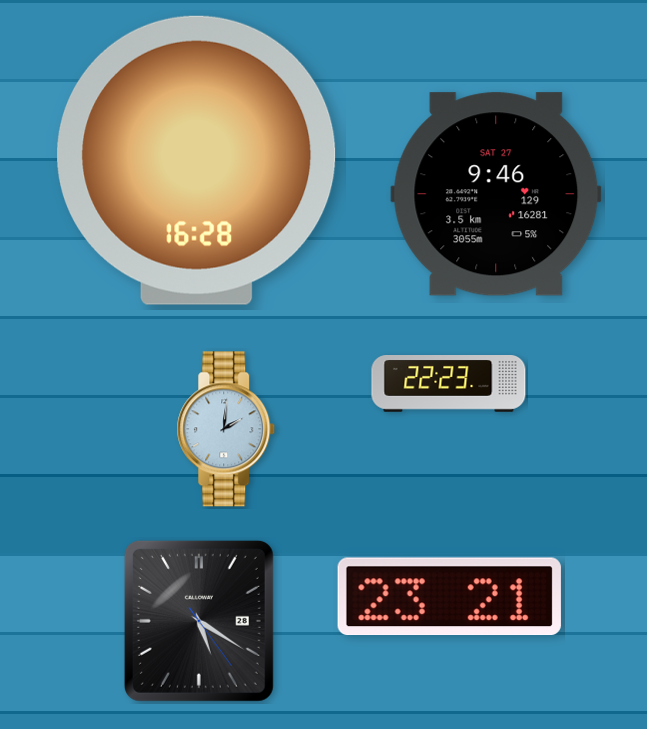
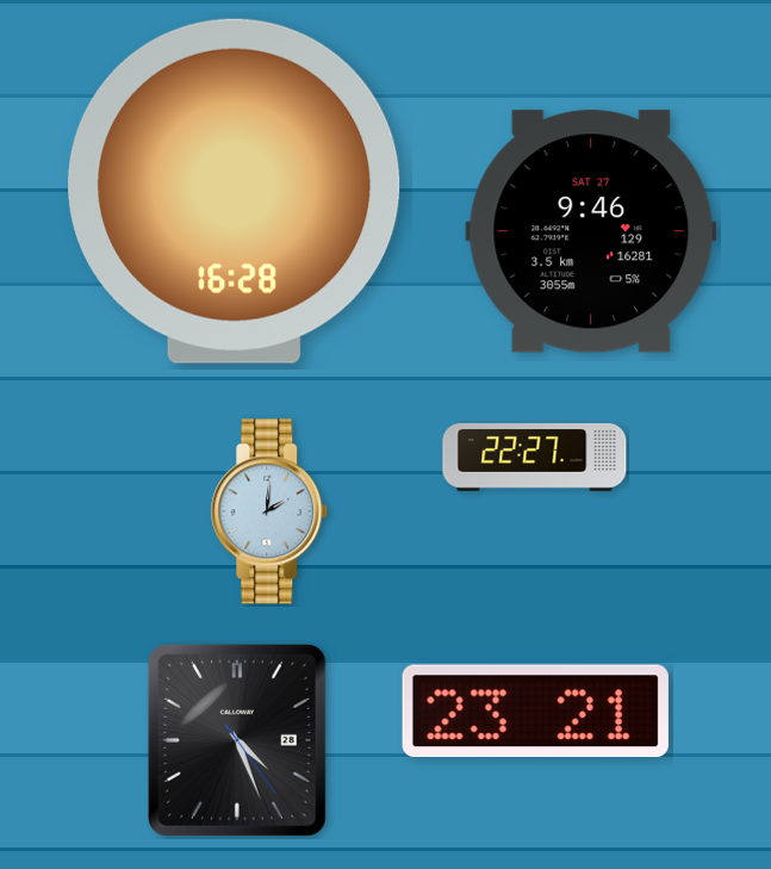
clock at (449, 384): 22:23 -> 22:27
clock at (199, 621): 5:20 -> 4:26
